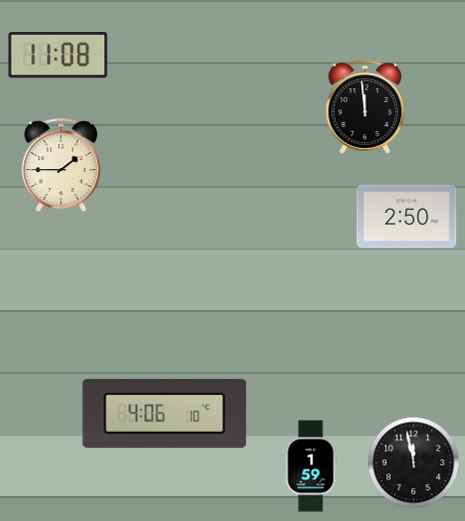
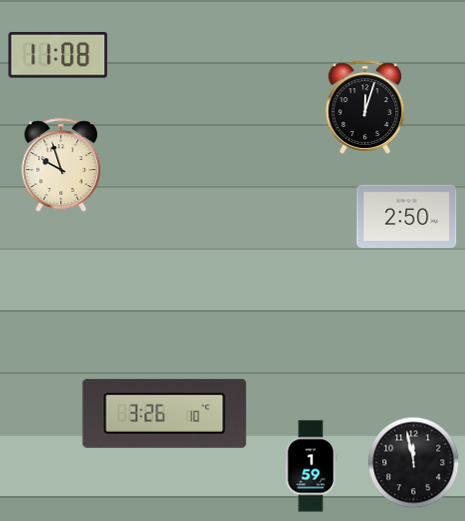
clock at (365, 107): 11:59 -> 12:03
clock at (61, 165): 1:45 -> 9:57
clock at (165, 413): 4:06 -> 3:26
